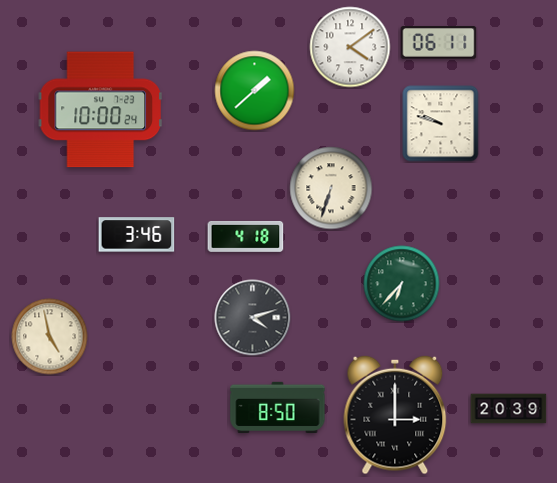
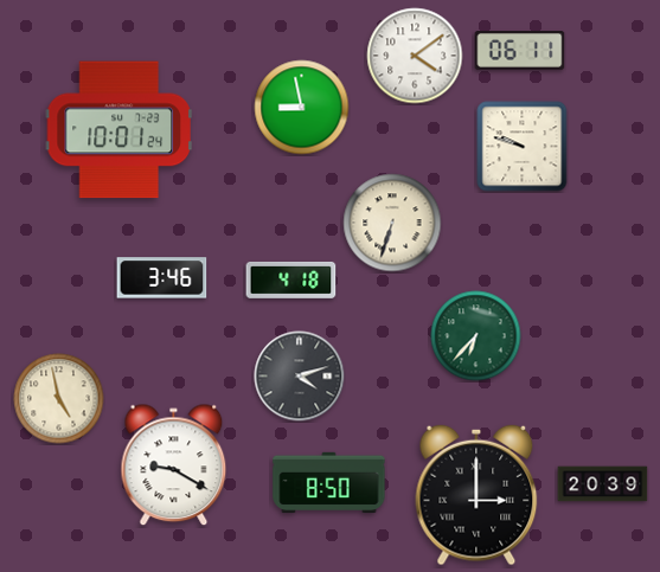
clock at (255, 91): 1:38 -> 8:58
clock at (100, 110): 10:00 -> 10:01
clock at (174, 465): none -> 9:20
clock at (395, 415) position: (395, 415) -> (476, 495)
